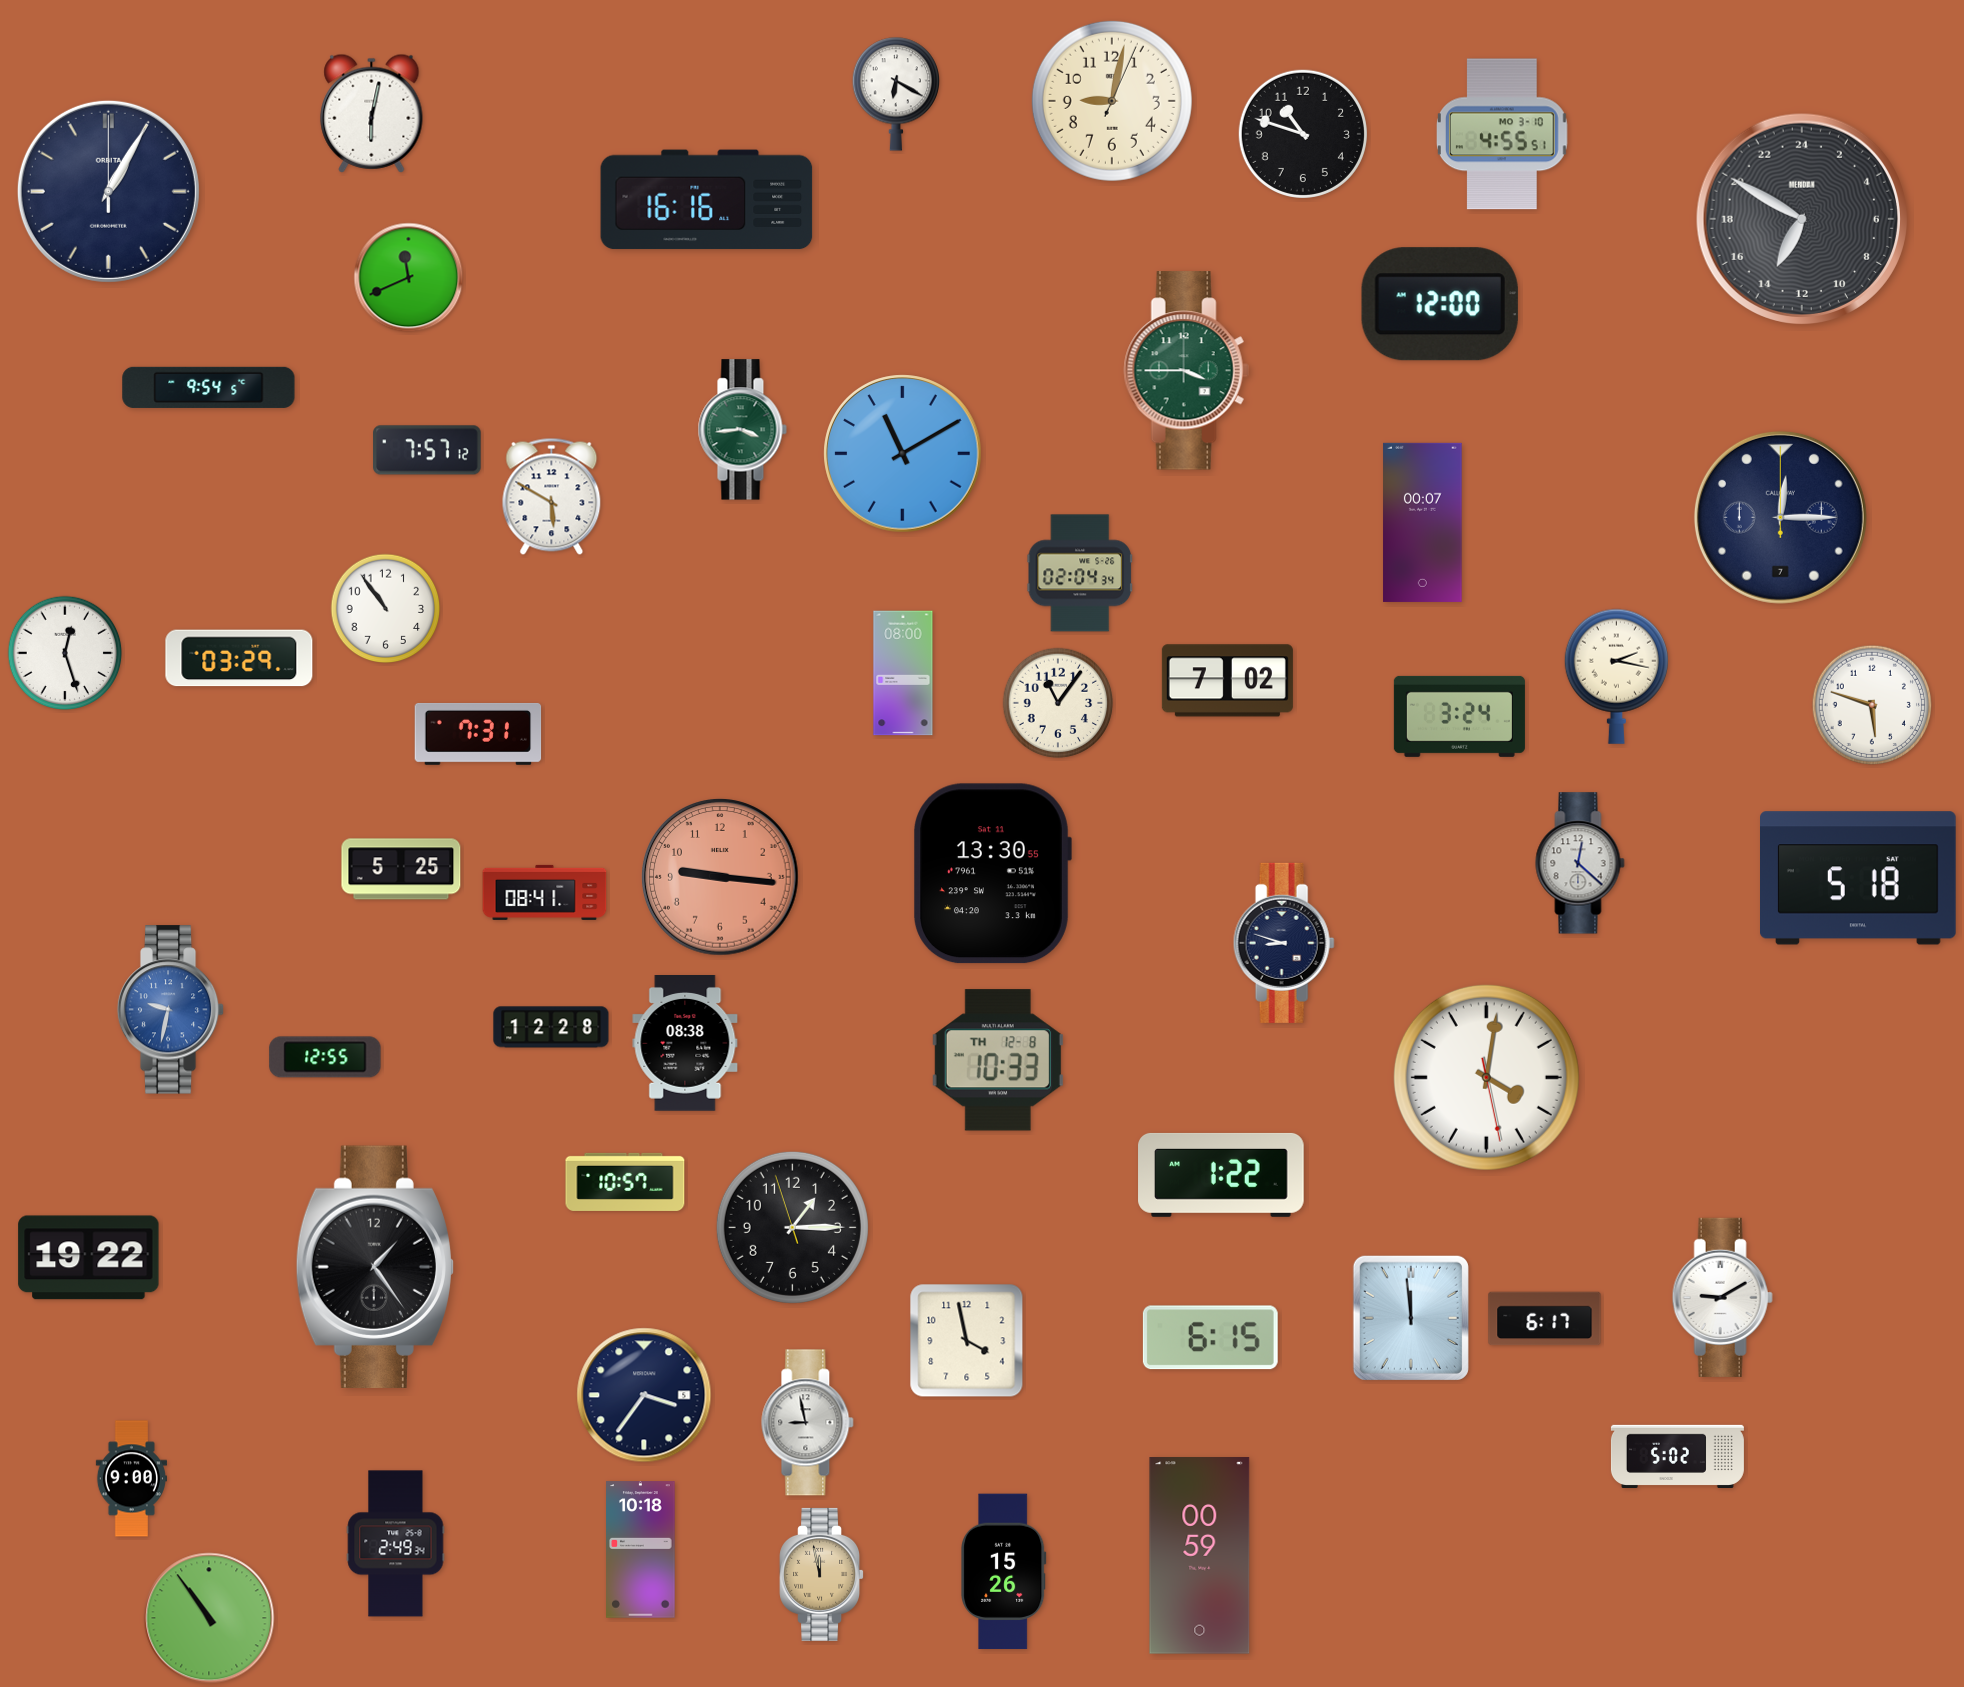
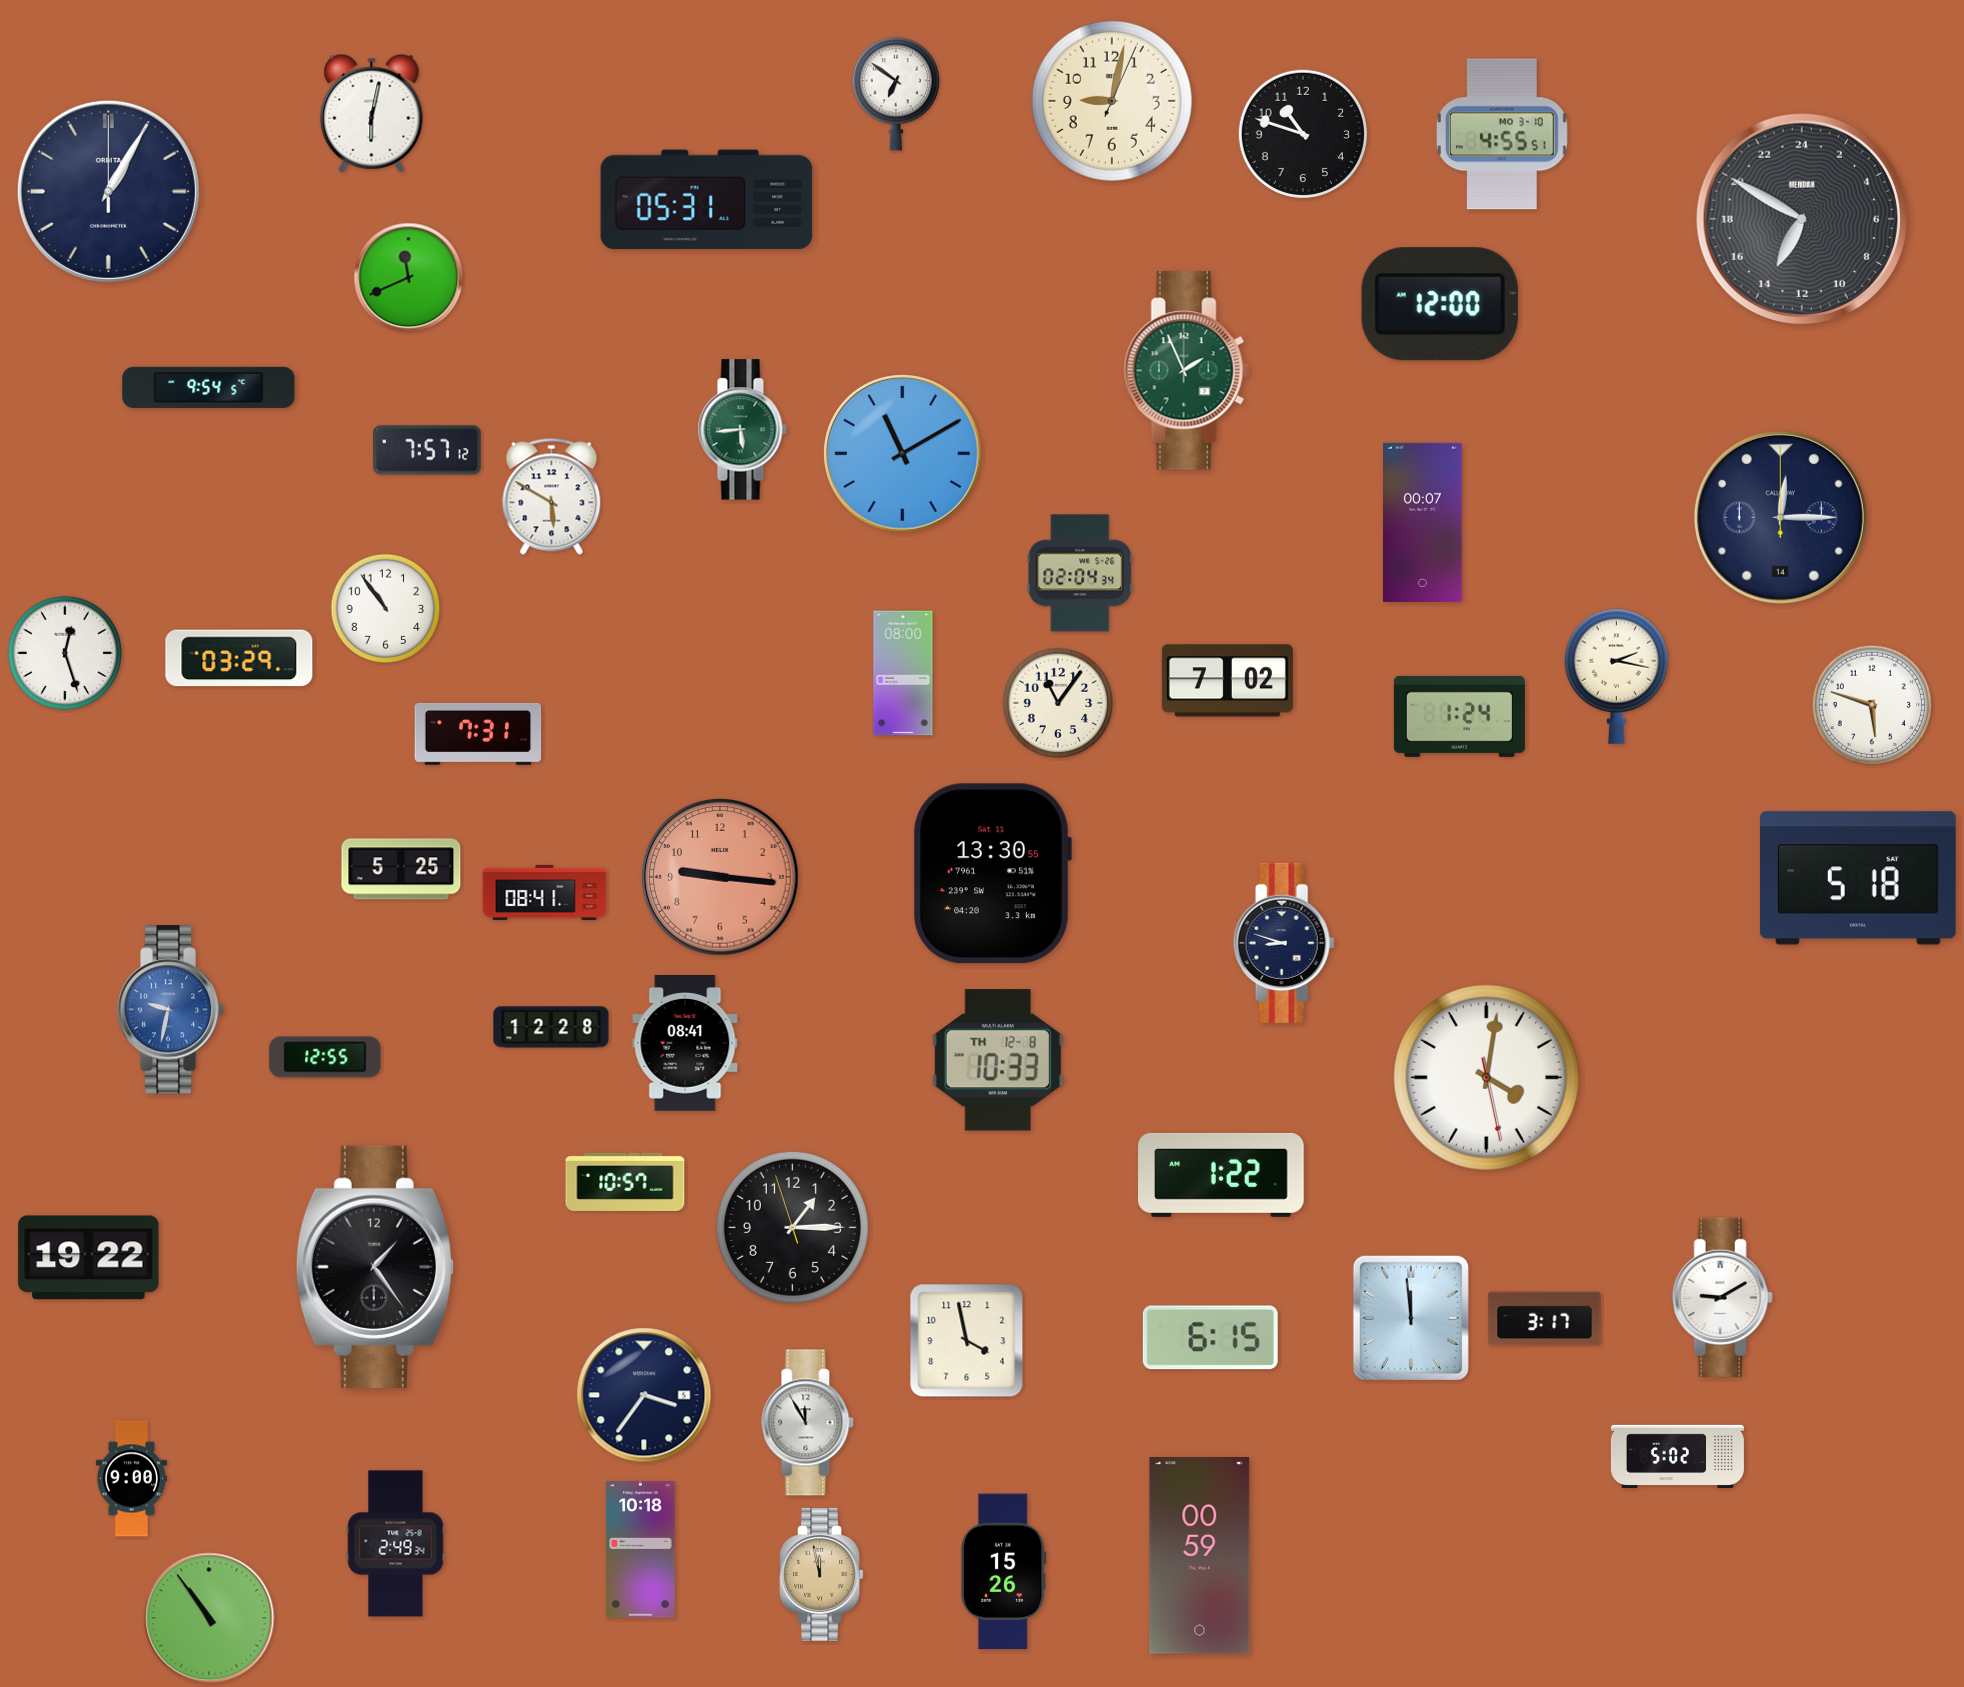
clock at (895, 94): 6:20 -> 6:51
clock at (707, 200): 16:16 -> 05:31
clock at (1186, 371): 3:45 -> 1:56
clock at (742, 430): 3:44 -> 5:44
clock at (1780, 517) date: 7 -> 14
clock at (1459, 716): 3:24 -> 1:24
clock at (1580, 863): 12:22 -> none
clock at (685, 1044): 08:38 -> 08:41
clock at (1545, 1319): 6:17 -> 3:17
clock at (808, 1423): 8:58 -> 11:55
